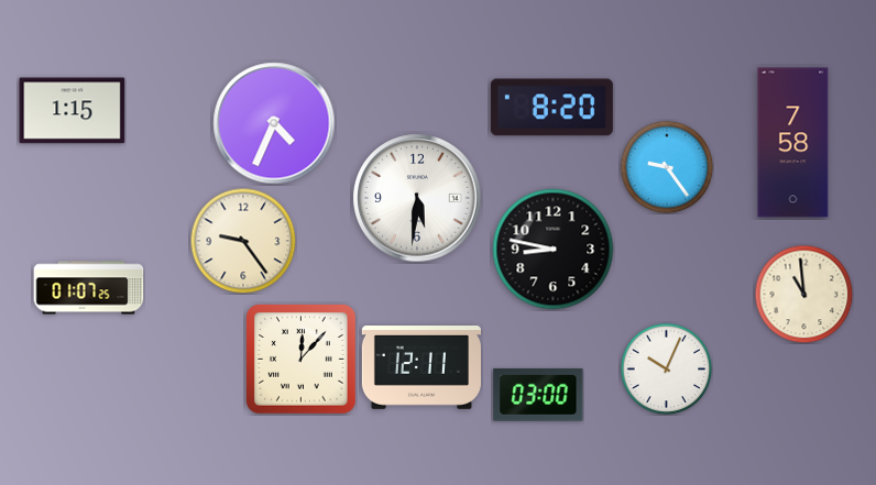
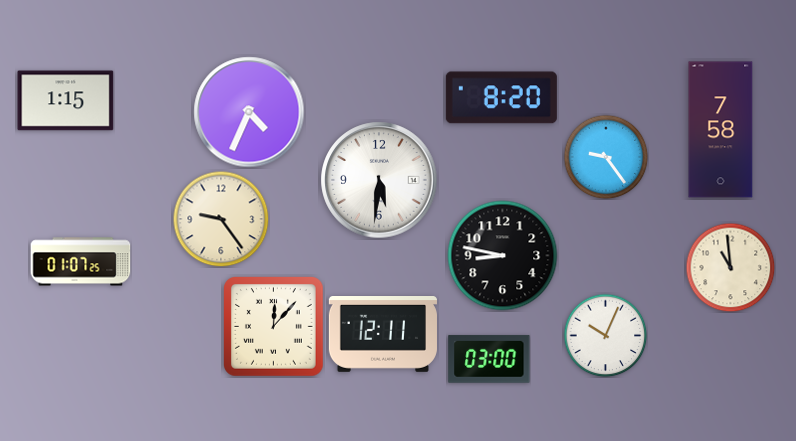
clock at (667, 167) position: (667, 167) -> (606, 157)
clock at (554, 250) position: (554, 250) -> (503, 256)
